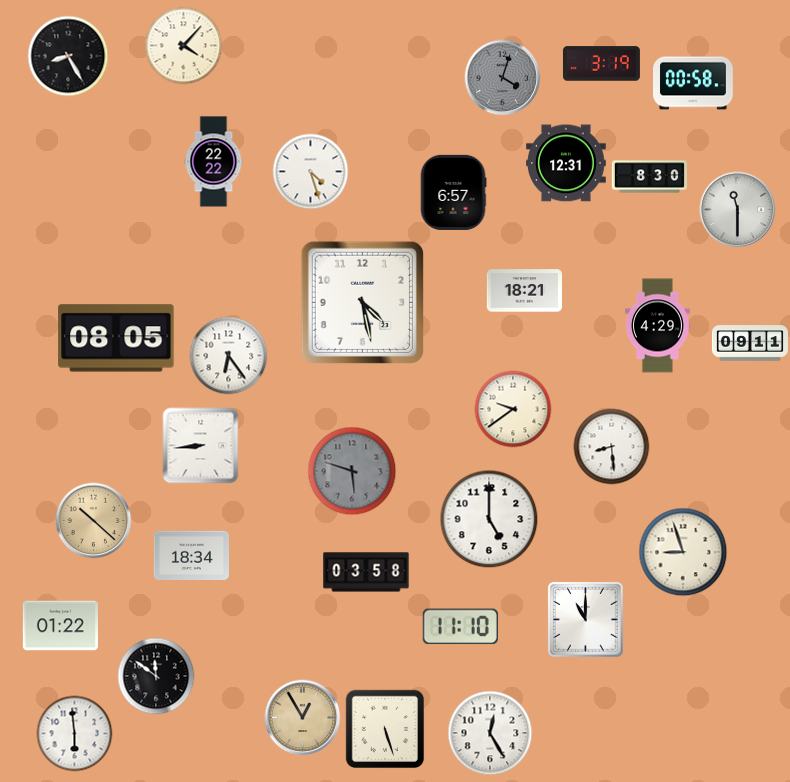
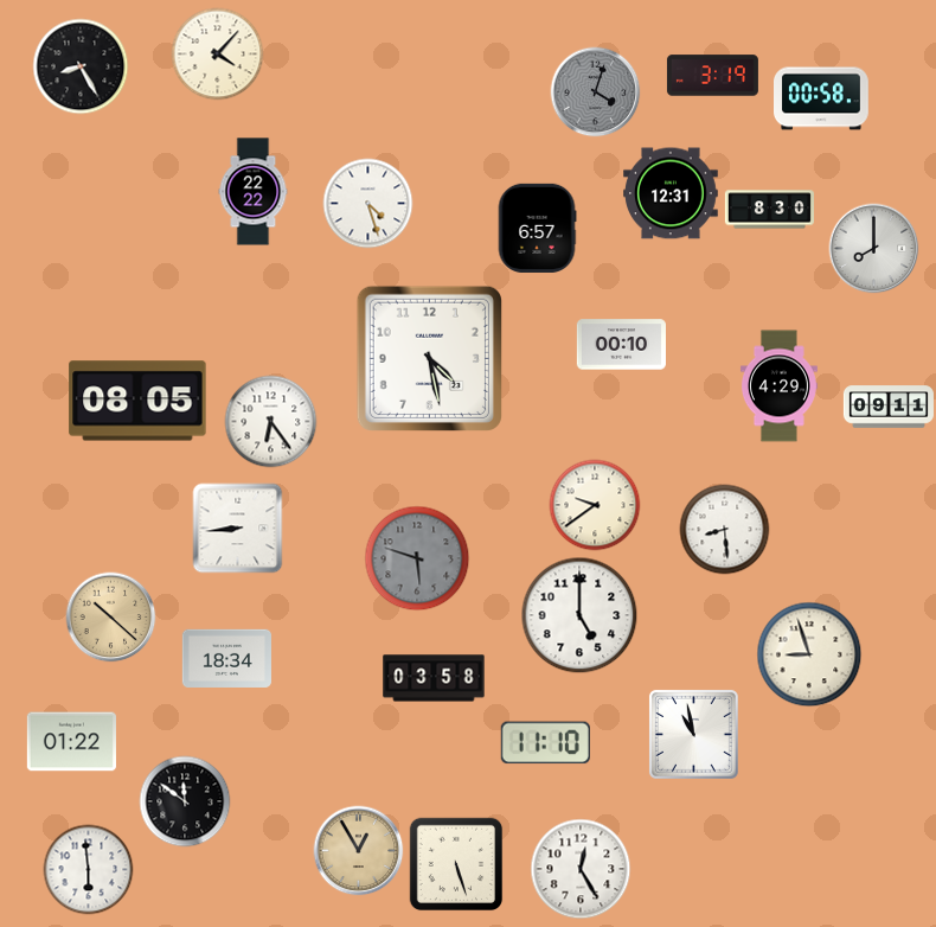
clock at (738, 210): 11:30 -> 8:00
clock at (524, 291): 18:21 -> 00:10
clock at (513, 409) position: (513, 409) -> (595, 505)
clock at (585, 619): 11:00 -> 10:58
